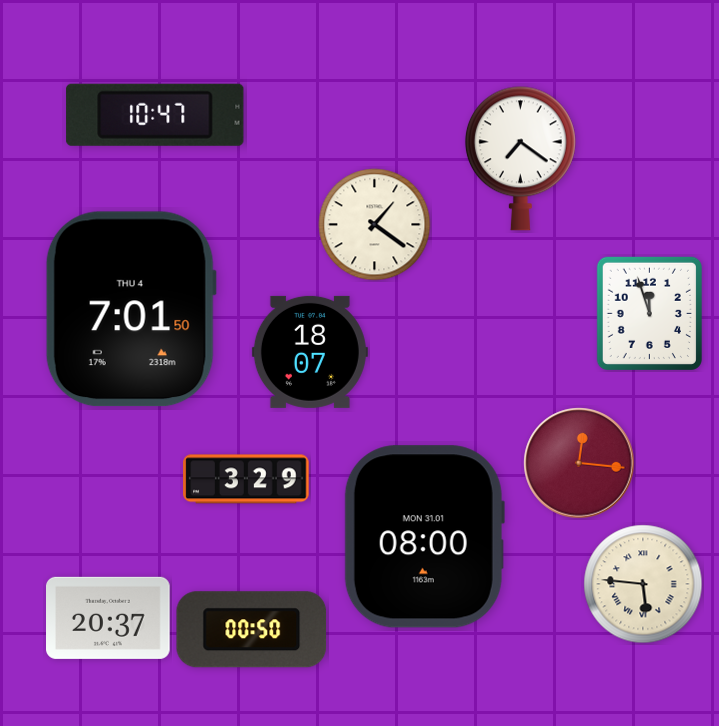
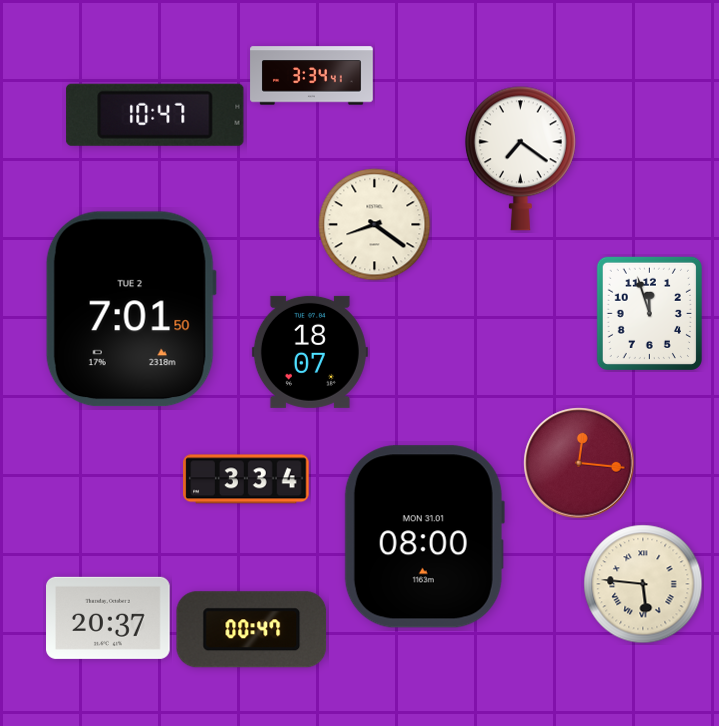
clock at (312, 76): none -> 3:34
clock at (375, 225): 1:21 -> 8:21
clock at (131, 309) date: THU 4 -> TUE 2
clock at (246, 479): 3:29 -> 3:34
clock at (252, 630): 00:50 -> 00:47
